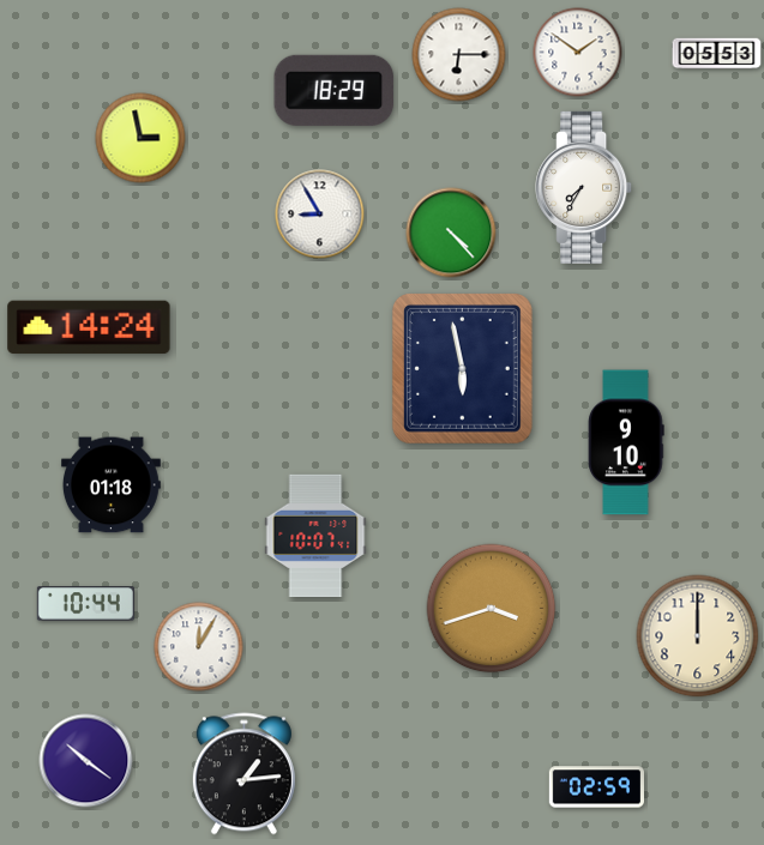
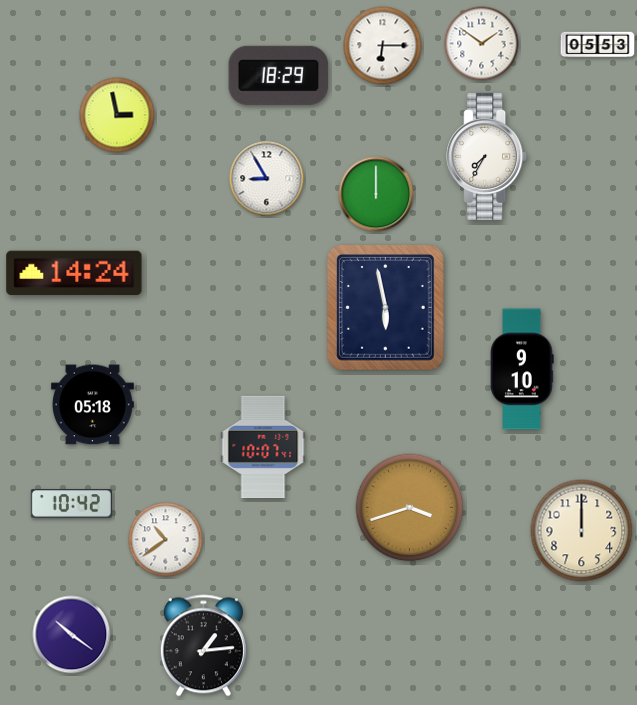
clock at (451, 233): 4:23 -> 12:00
clock at (110, 485): 01:18 -> 05:18
clock at (85, 604): 10:44 -> 10:42
clock at (199, 647): 12:05 -> 10:39
clock at (597, 787): 02:59 -> none
